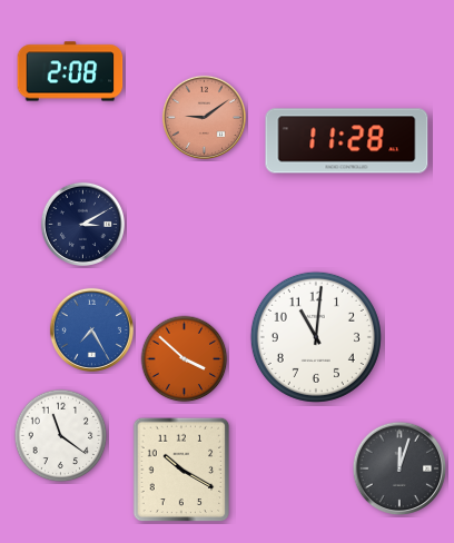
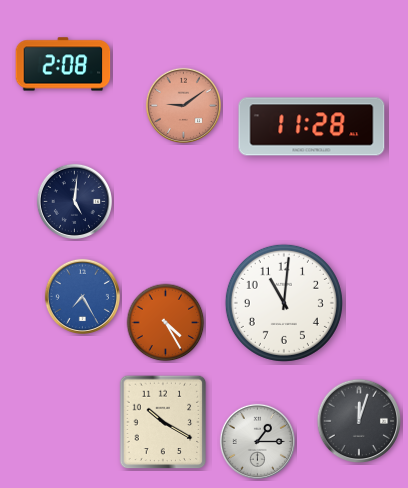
clock at (82, 224): 3:10 -> 5:01
clock at (185, 359): 3:52 -> 4:25
clock at (61, 436): 11:21 -> none
clock at (257, 441): none -> 1:15
